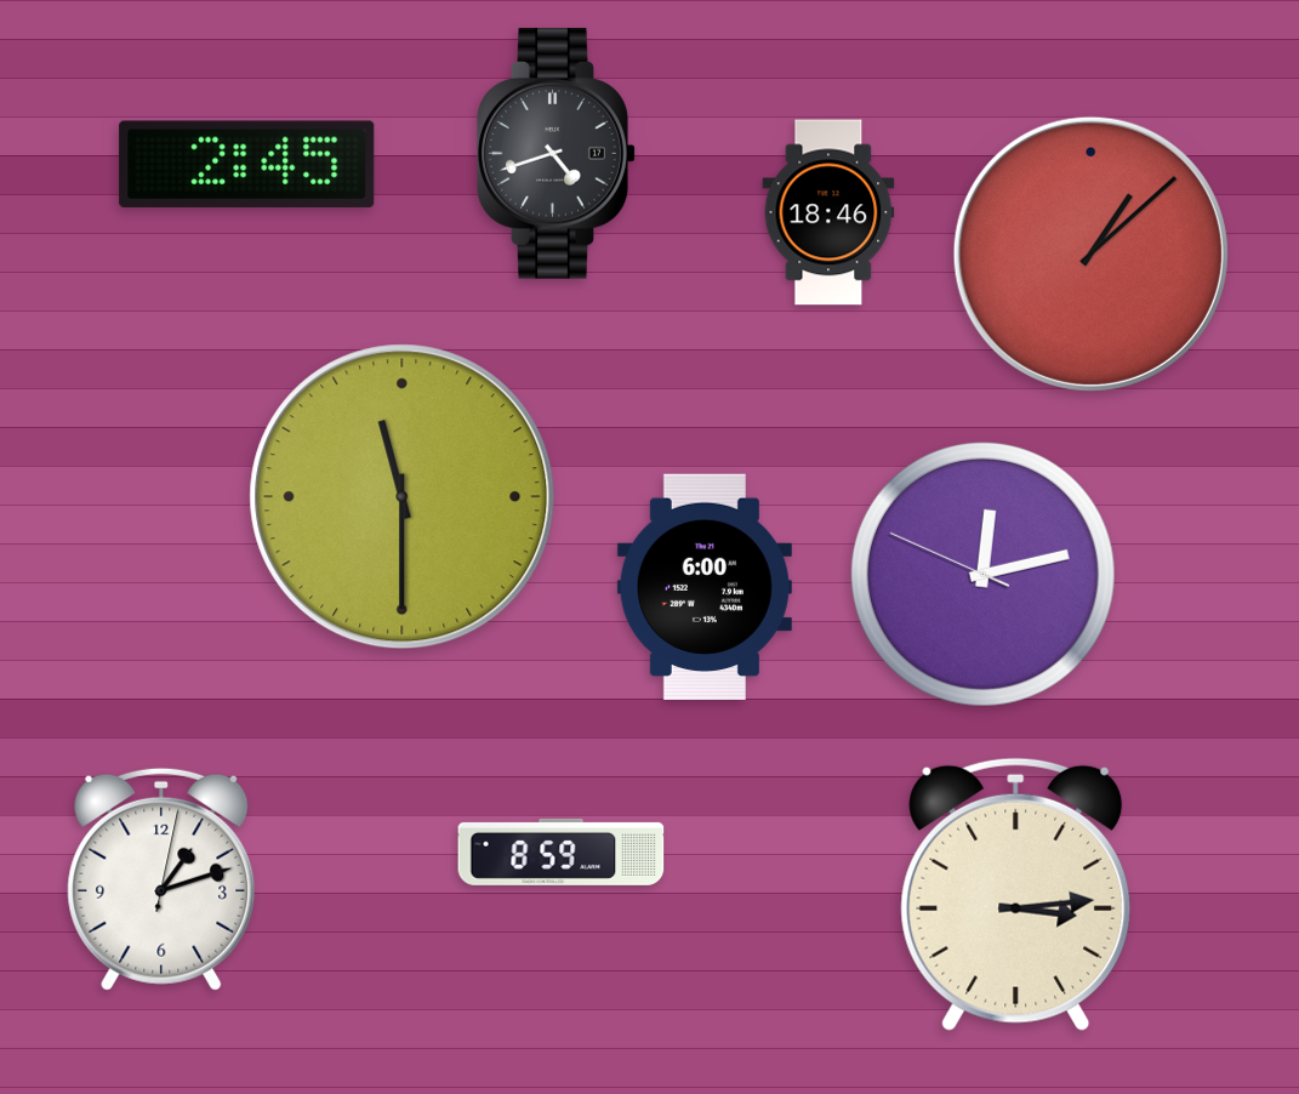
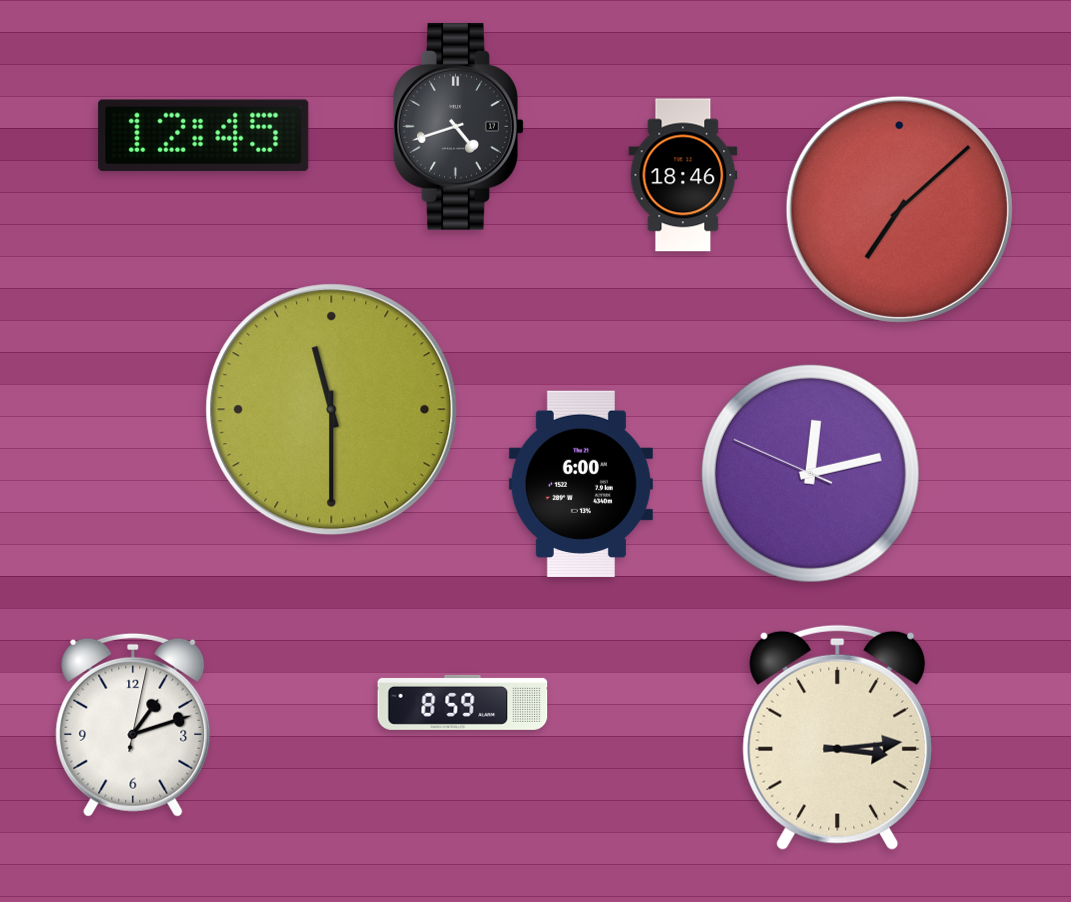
clock at (247, 164): 2:45 -> 12:45
clock at (1090, 253): 1:08 -> 7:08
